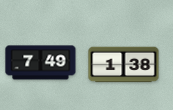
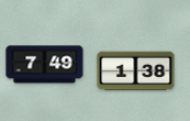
clock at (41, 63) position: (41, 63) -> (45, 65)
